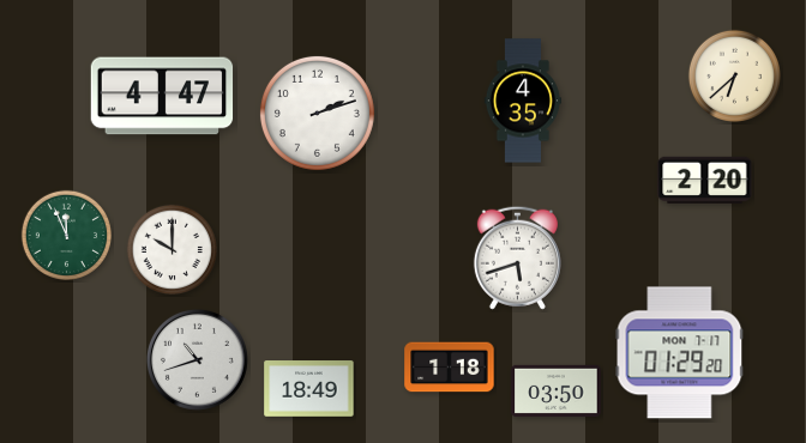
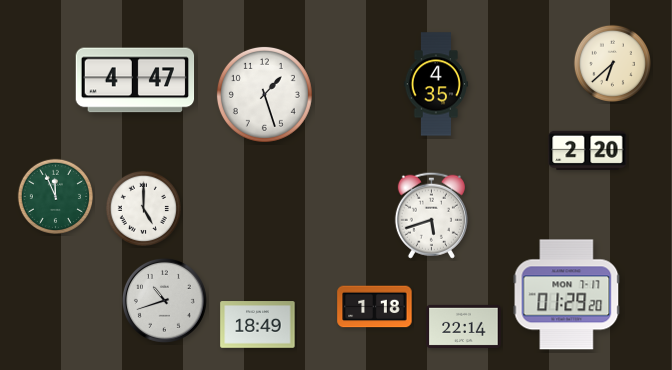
clock at (317, 113): 2:12 -> 1:27
clock at (172, 249): 10:00 -> 5:00
clock at (557, 390): 03:50 -> 22:14
